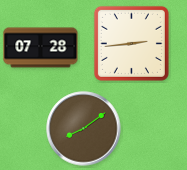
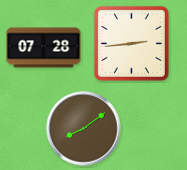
clock at (41, 48) position: (41, 48) -> (44, 48)
